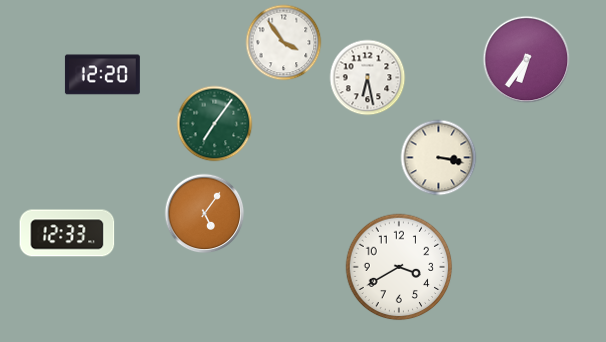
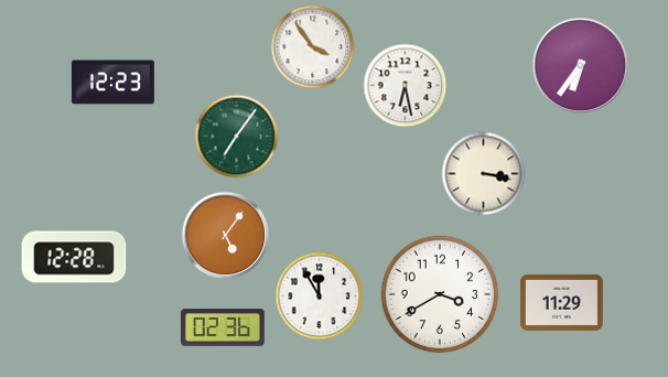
clock at (102, 75): 12:20 -> 12:23
clock at (67, 233): 12:33 -> 12:28
clock at (320, 297): none -> 11:55
clock at (561, 302): none -> 11:29
clock at (224, 328): none -> 02:36
